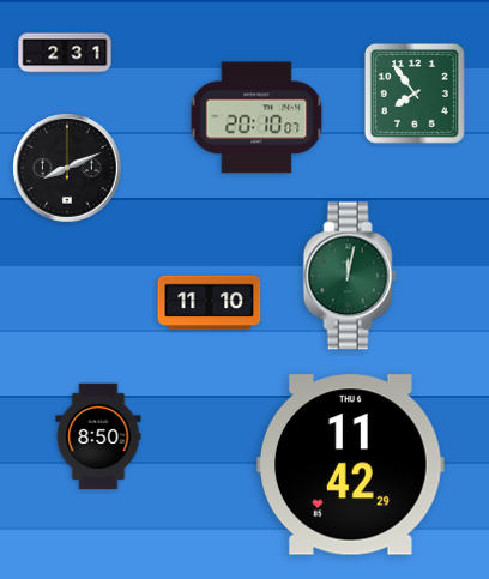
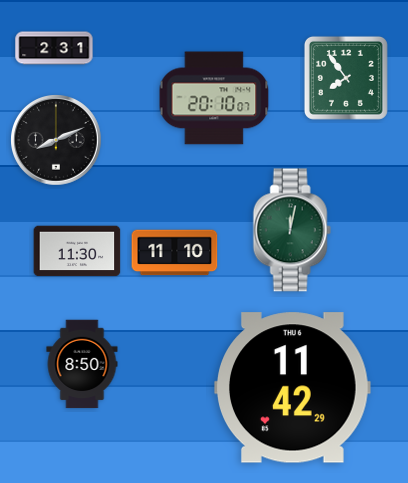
clock at (65, 53) position: (65, 53) -> (54, 48)
clock at (77, 251): none -> 11:30
